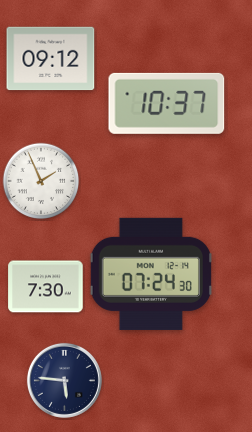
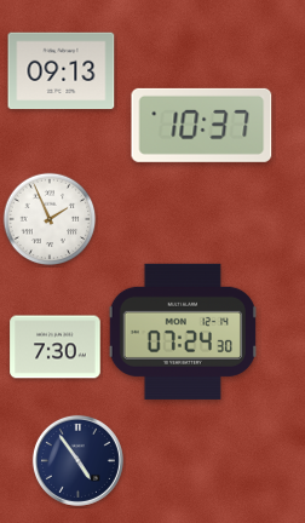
clock at (51, 59): 09:12 -> 09:13
clock at (64, 380): 5:46 -> 4:54
